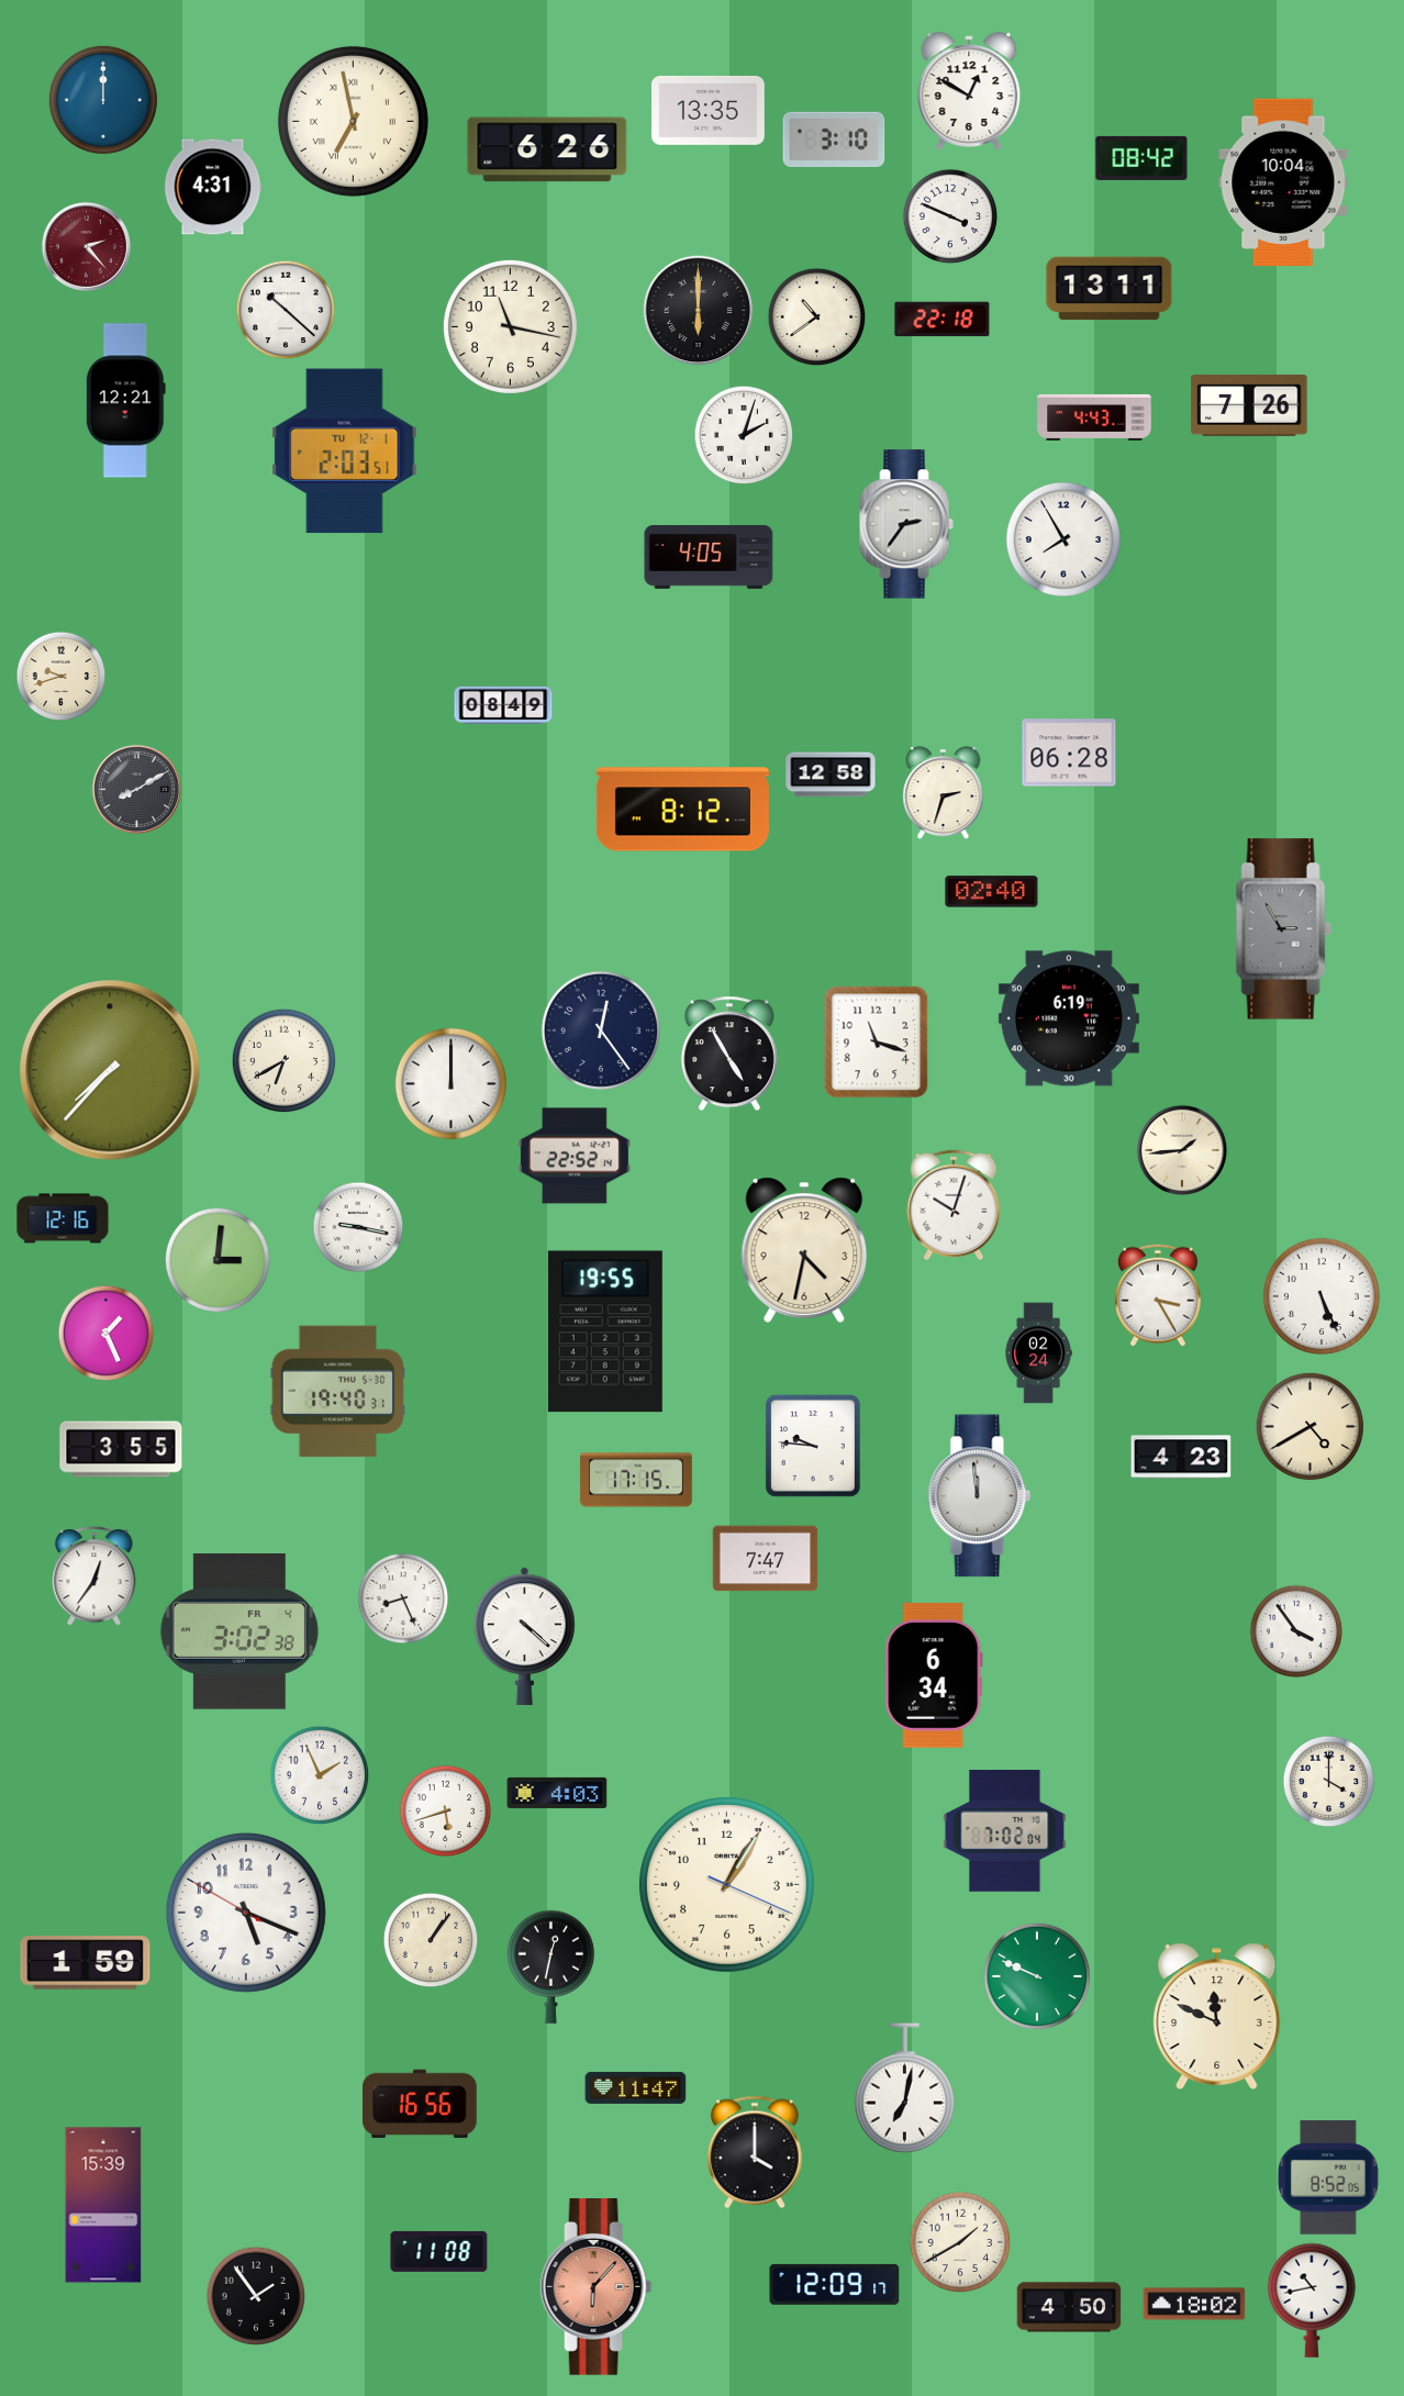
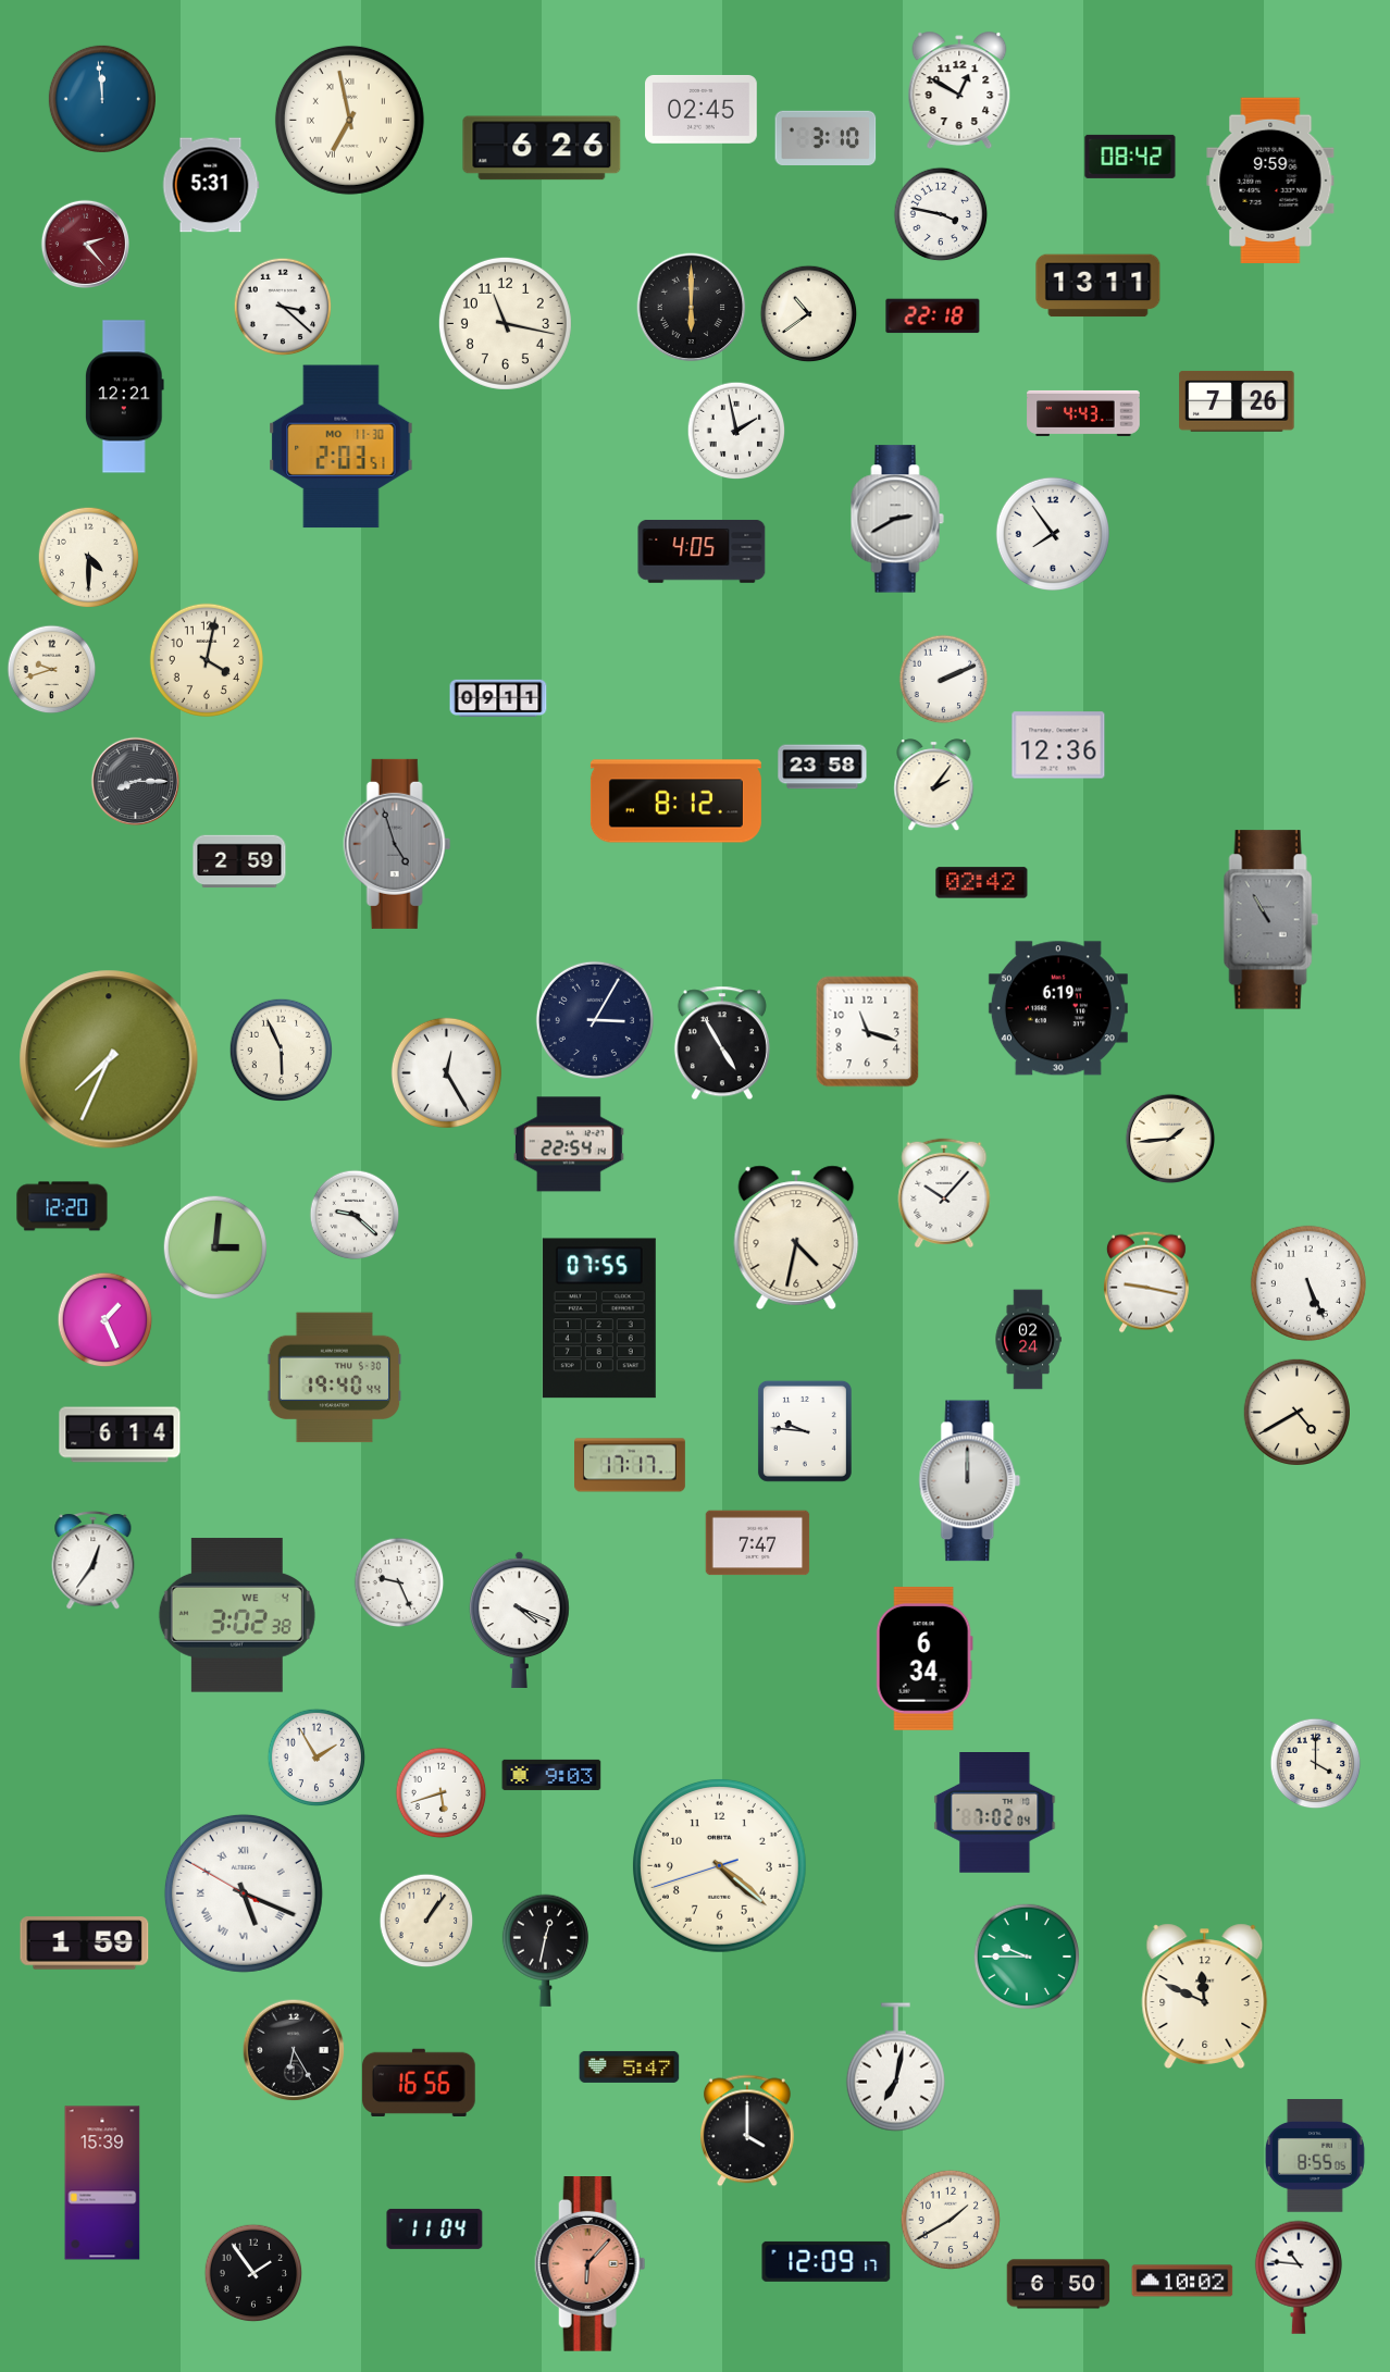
clock at (102, 99): 12:00 -> 11:59
clock at (709, 110): 13:35 -> 02:45
clock at (1283, 181): 10:04 -> 9:59
clock at (213, 187): 4:31 -> 5:31
clock at (950, 216): 3:49 -> 3:47
clock at (286, 310): 10:22 -> 3:22
clock at (744, 435): 2:03 -> 1:58
clock at (345, 452) date: TU 12-1 -> MO 11-30
clock at (906, 524): 2:36 -> 2:40
clock at (1063, 539): 7:55 -> 7:54
clock at (89, 558): none -> 4:30
clock at (207, 660): none -> 4:02
clock at (62, 677) position: (62, 677) -> (52, 670)
clock at (944, 680): none -> 2:11
clock at (503, 704): 08:49 -> 09:11
clock at (1069, 753): 06:28 -> 12:36
clock at (831, 774): 12:58 -> 23:58
clock at (136, 789): 8:10 -> 8:15
clock at (944, 793): 2:33 -> 2:06
clock at (397, 844): none -> 4:57
clock at (239, 861): none -> 2:59
clock at (992, 892): 02:40 -> 02:42
clock at (1283, 929): 2:55 -> 10:55
clock at (601, 1030): 12:24 -> 3:05
clock at (285, 1061): 6:40 -> 5:56
clock at (110, 1070): 7:37 -> 7:34
clock at (450, 1083): 12:00 -> 12:25
clock at (575, 1156): 22:52 -> 22:54
clock at (954, 1205): 10:03 -> 10:07
clock at (63, 1218): 12:16 -> 12:20
clock at (358, 1227): 9:17 -> 9:22
clock at (1158, 1295): 3:25 -> 9:17
clock at (605, 1331): 19:55 -> 07:55
clock at (338, 1392): 19:40:31 -> 19:40:44
clock at (121, 1449): 3:55 -> 6:14
clock at (1181, 1457): 4:23 -> none
clock at (637, 1480): 17:15 -> 17:17
clock at (980, 1496): 11:59 -> 12:00
clock at (403, 1598): 8:26 -> 9:26
clock at (239, 1631) date: FR 4 -> WE 4
clock at (1296, 1631): 3:54 -> none
clock at (525, 1636): 4:22 -> 4:19
clock at (320, 1775): 1:56 -> 1:55
clock at (557, 1793): 4:03 -> 9:03
clock at (726, 1884): 1:05 -> 4:21
clock at (246, 1913) numerals: Arabic -> Roman
clock at (550, 1966) position: (550, 1966) -> (545, 1950)
clock at (1036, 1975): 9:49 -> 9:45
clock at (294, 2050): none -> 6:25
clock at (636, 2087): 11:47 -> 5:47
clock at (421, 2104) position: (421, 2104) -> (420, 2083)
clock at (1328, 2177): 8:52 -> 8:55
clock at (439, 2251): 11:08 -> 11:04
clock at (1312, 2300): 10:43 -> 10:46
clock at (1194, 2304): 18:02 -> 10:02
clock at (1069, 2307): 4:50 -> 6:50
